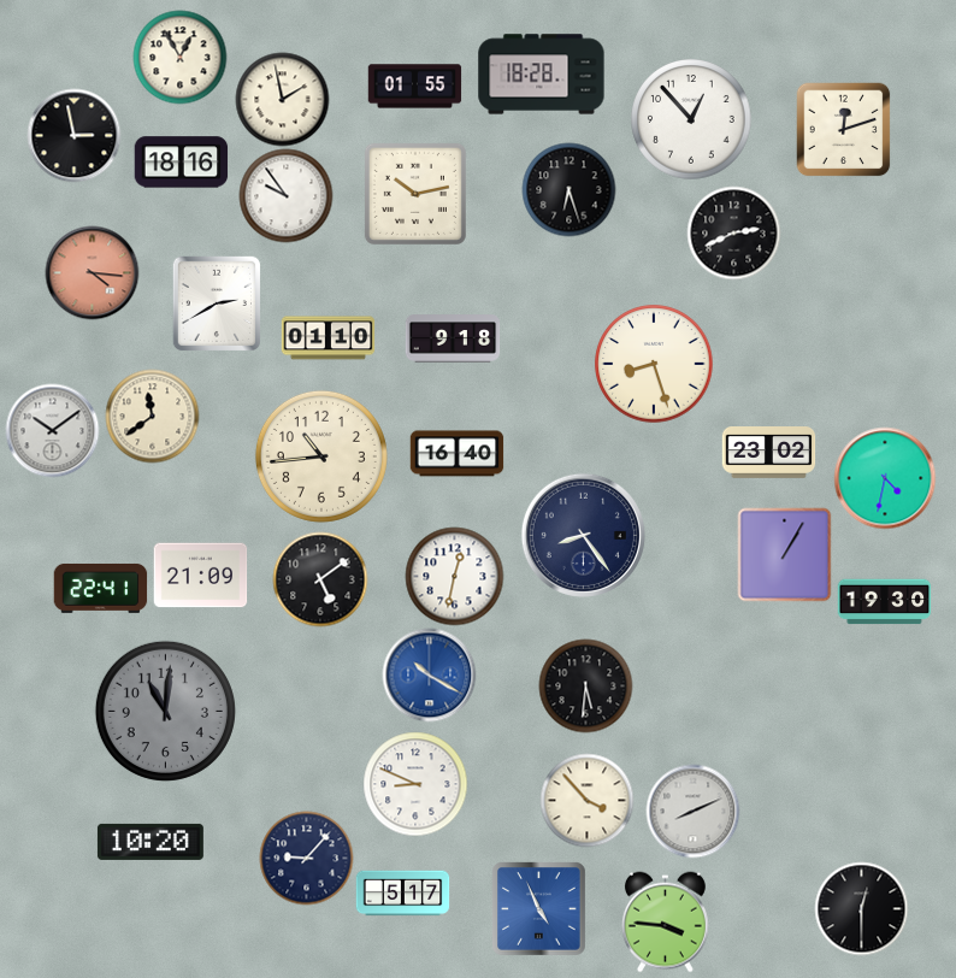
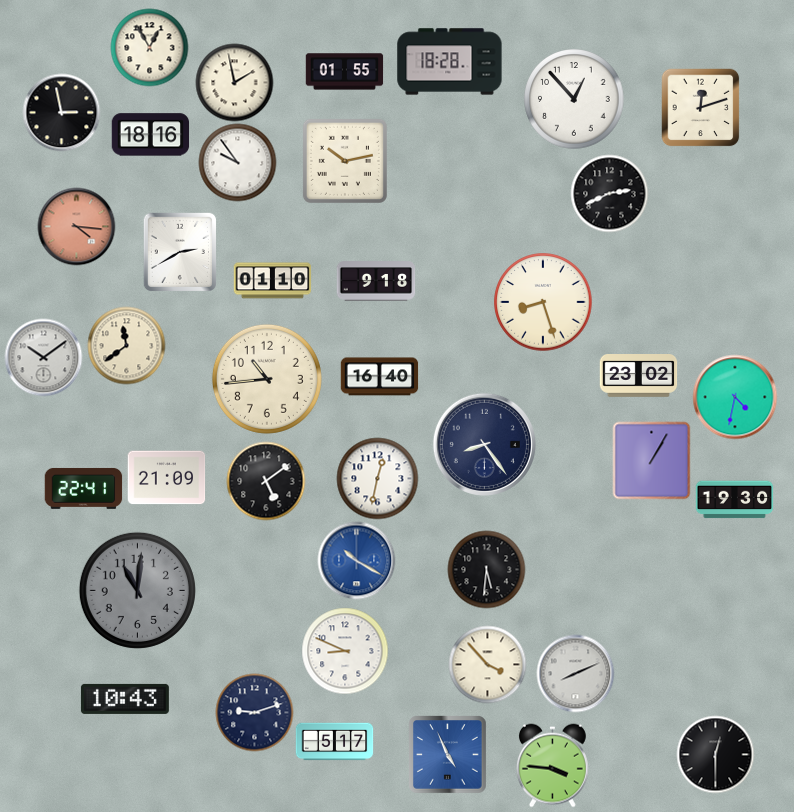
clock at (568, 189): 6:27 -> none
clock at (151, 842): 10:20 -> 10:43
clock at (306, 858): 9:07 -> 9:12
